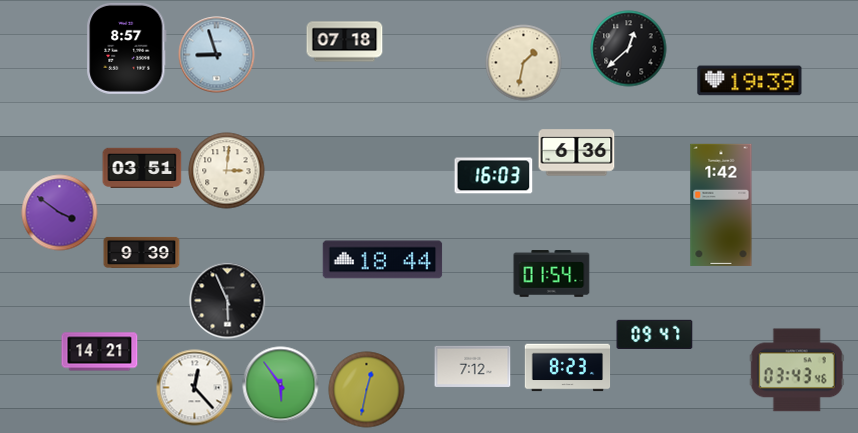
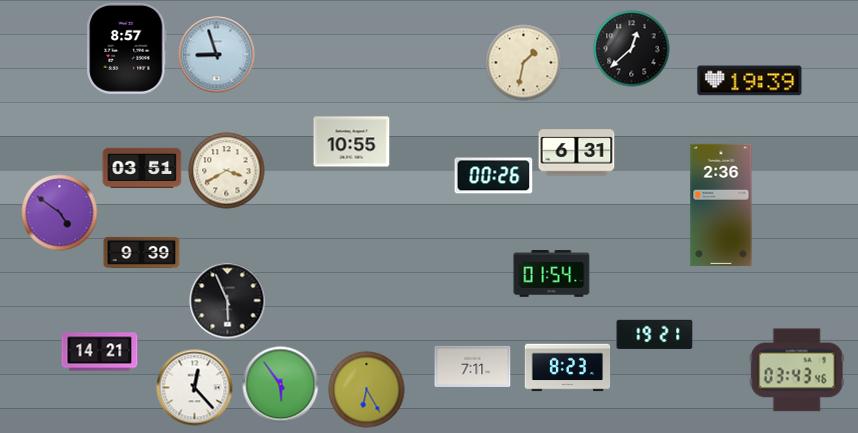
clock at (345, 42): 07:18 -> none
clock at (629, 49) position: (629, 49) -> (632, 49)
clock at (352, 142): none -> 10:55
clock at (577, 153): 6:36 -> 6:31
clock at (227, 171): 3:01 -> 3:40
clock at (494, 176): 16:03 -> 00:26
clock at (721, 205): 1:42 -> 2:36
clock at (60, 213): 3:51 -> 4:51
clock at (383, 260): 18:44 -> none
clock at (655, 334): 09:47 -> 19:21
clock at (473, 366): 7:12 -> 7:11
clock at (367, 390): 12:32 -> 6:25
